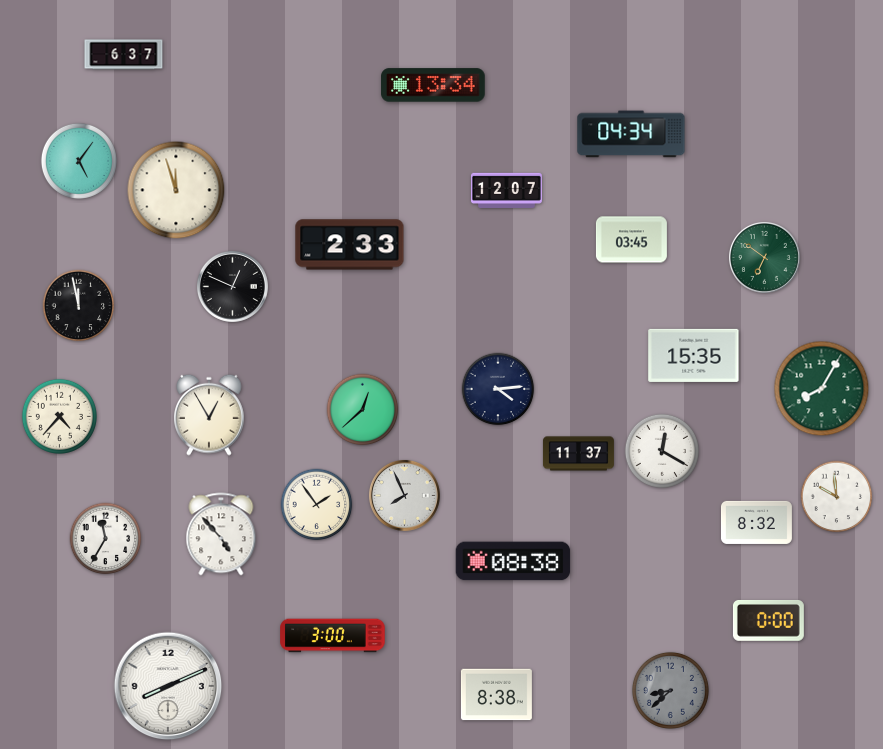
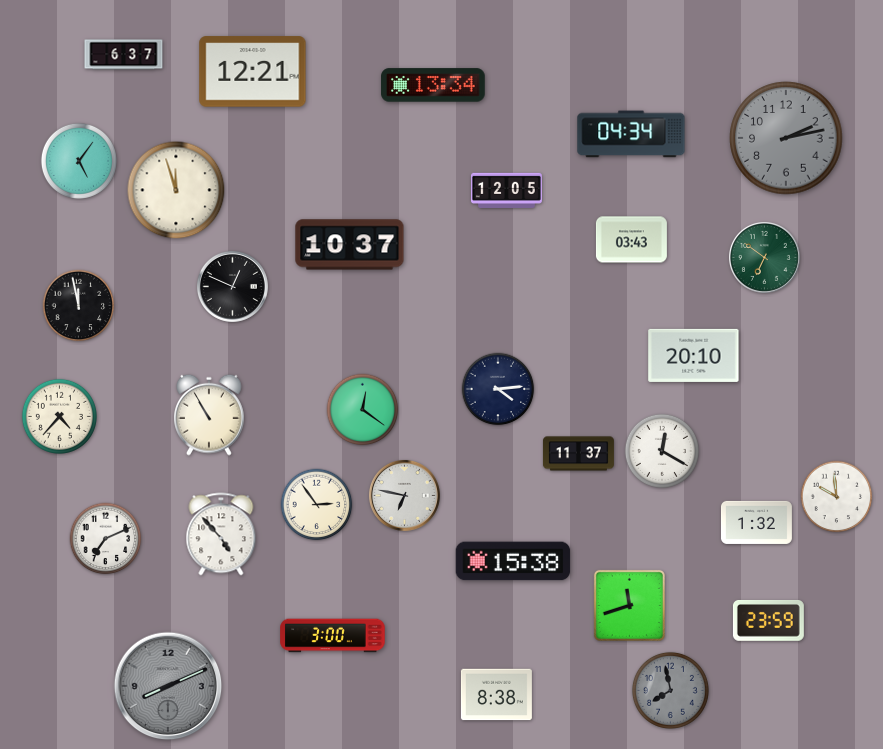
clock at (253, 72): none -> 12:21
clock at (786, 138): none -> 2:13
clock at (506, 190): 12:07 -> 12:05
clock at (631, 240): 03:45 -> 03:43
clock at (350, 245): 2:33 -> 10:37
clock at (694, 355): 15:35 -> 20:10
clock at (822, 389): 8:05 -> none
clock at (363, 410): 12:38 -> 12:21
clock at (210, 415): 12:55 -> 10:55
clock at (404, 495): 7:56 -> 6:47
clock at (317, 505): 1:54 -> 2:54
clock at (756, 522): 8:32 -> 1:32
clock at (106, 539): 11:35 -> 7:11
clock at (513, 561): 08:38 -> 15:38
clock at (629, 605): none -> 11:42
clock at (768, 620): 0:00 -> 23:59
clock at (168, 686) dial: white -> grey
clock at (670, 690): 8:38 -> 7:58
